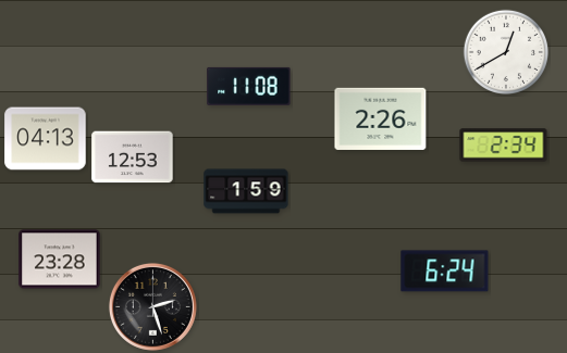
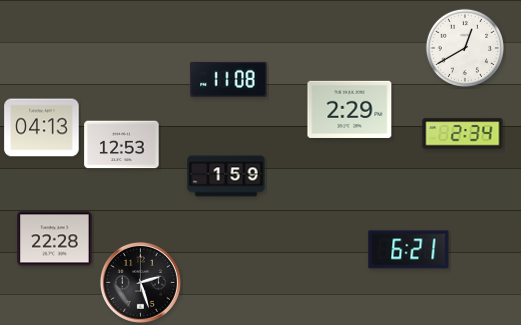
clock at (381, 118): 2:26 -> 2:29
clock at (60, 260): 23:28 -> 22:28
clock at (445, 272): 6:24 -> 6:21
